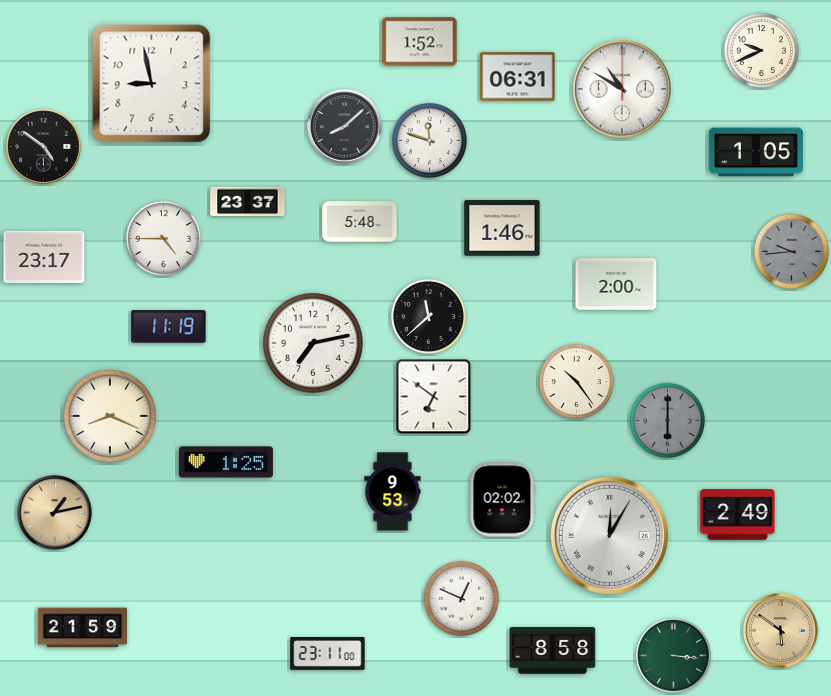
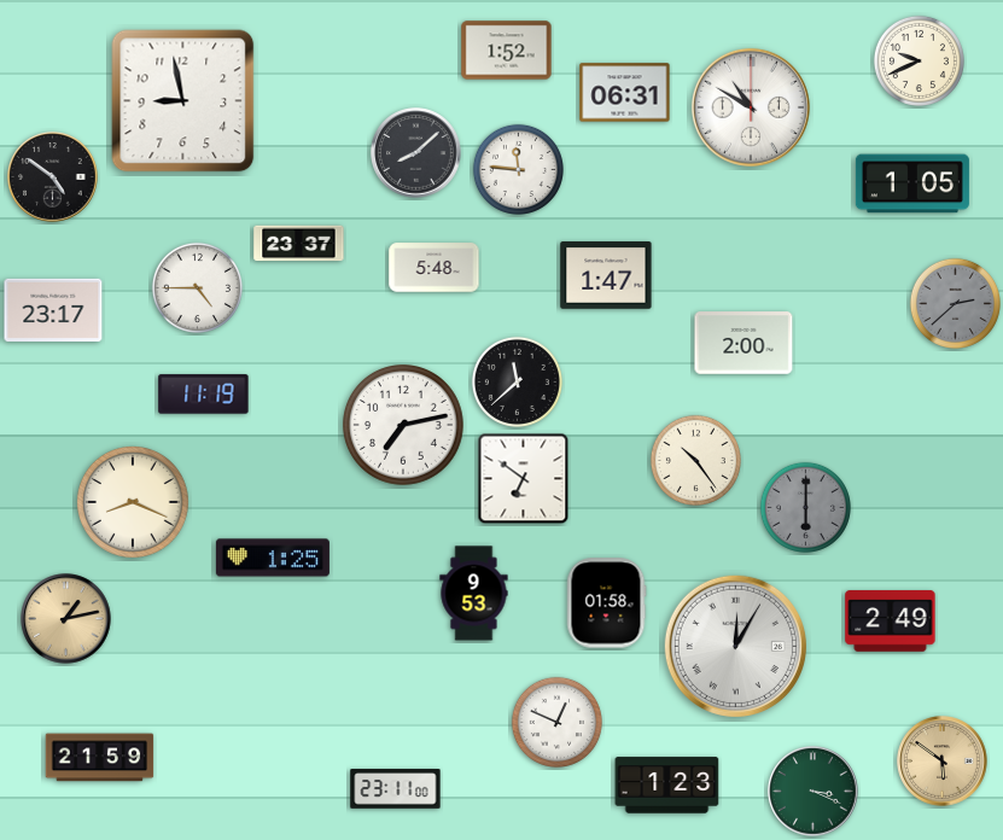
clock at (429, 140): 11:48 -> 11:46
clock at (502, 228): 1:46 -> 1:47
clock at (791, 251): 9:44 -> 2:38
clock at (314, 344) position: (314, 344) -> (404, 426)
clock at (502, 500): 02:02 -> 01:58
clock at (553, 651): 8:58 -> 1:23
clock at (674, 656): 3:16 -> 3:19
